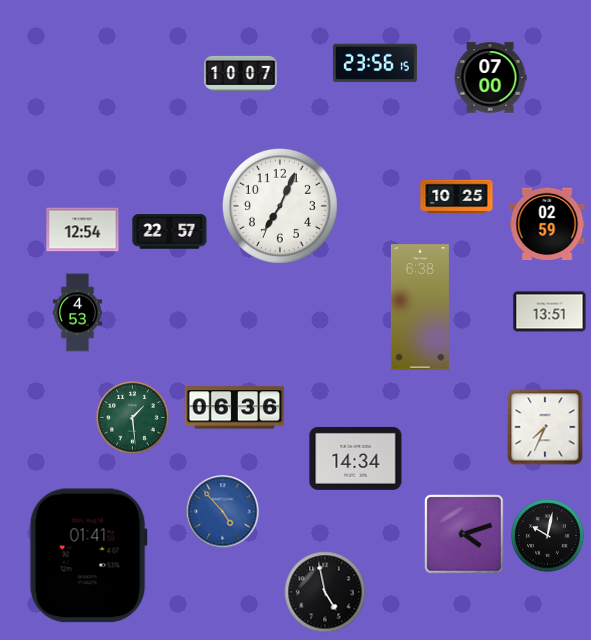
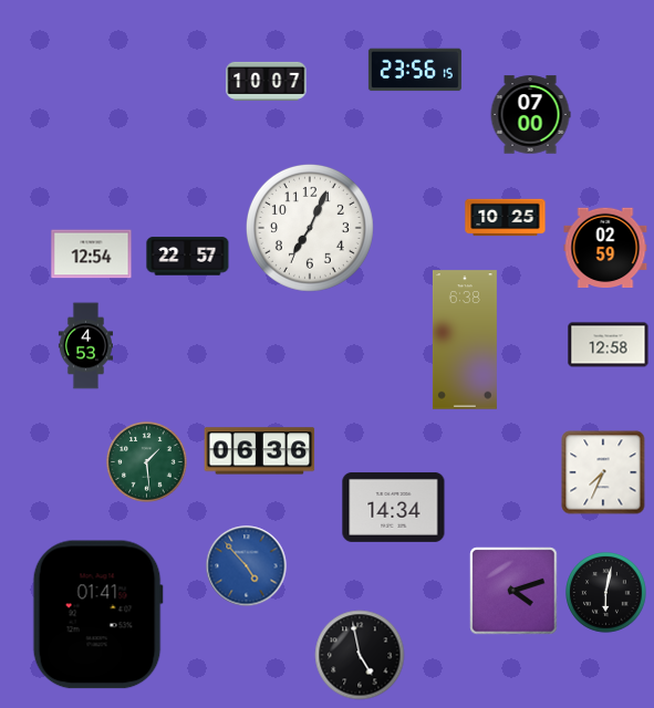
clock at (490, 78) position: (490, 78) -> (530, 115)
clock at (550, 312): 13:51 -> 12:58
clock at (548, 536): 10:02 -> 6:02
